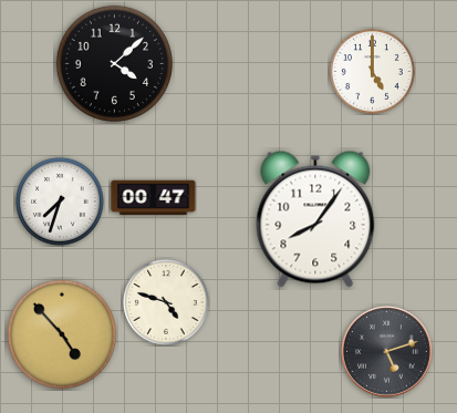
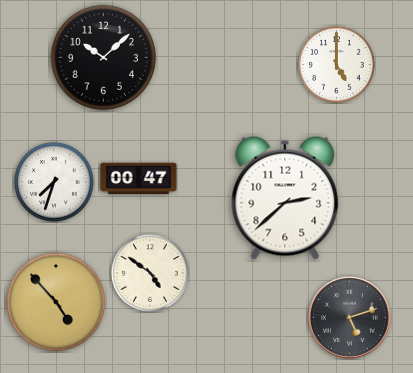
clock at (114, 63): 4:08 -> 10:08
clock at (315, 219): 8:06 -> 2:38
clock at (167, 303): 4:48 -> 4:51
